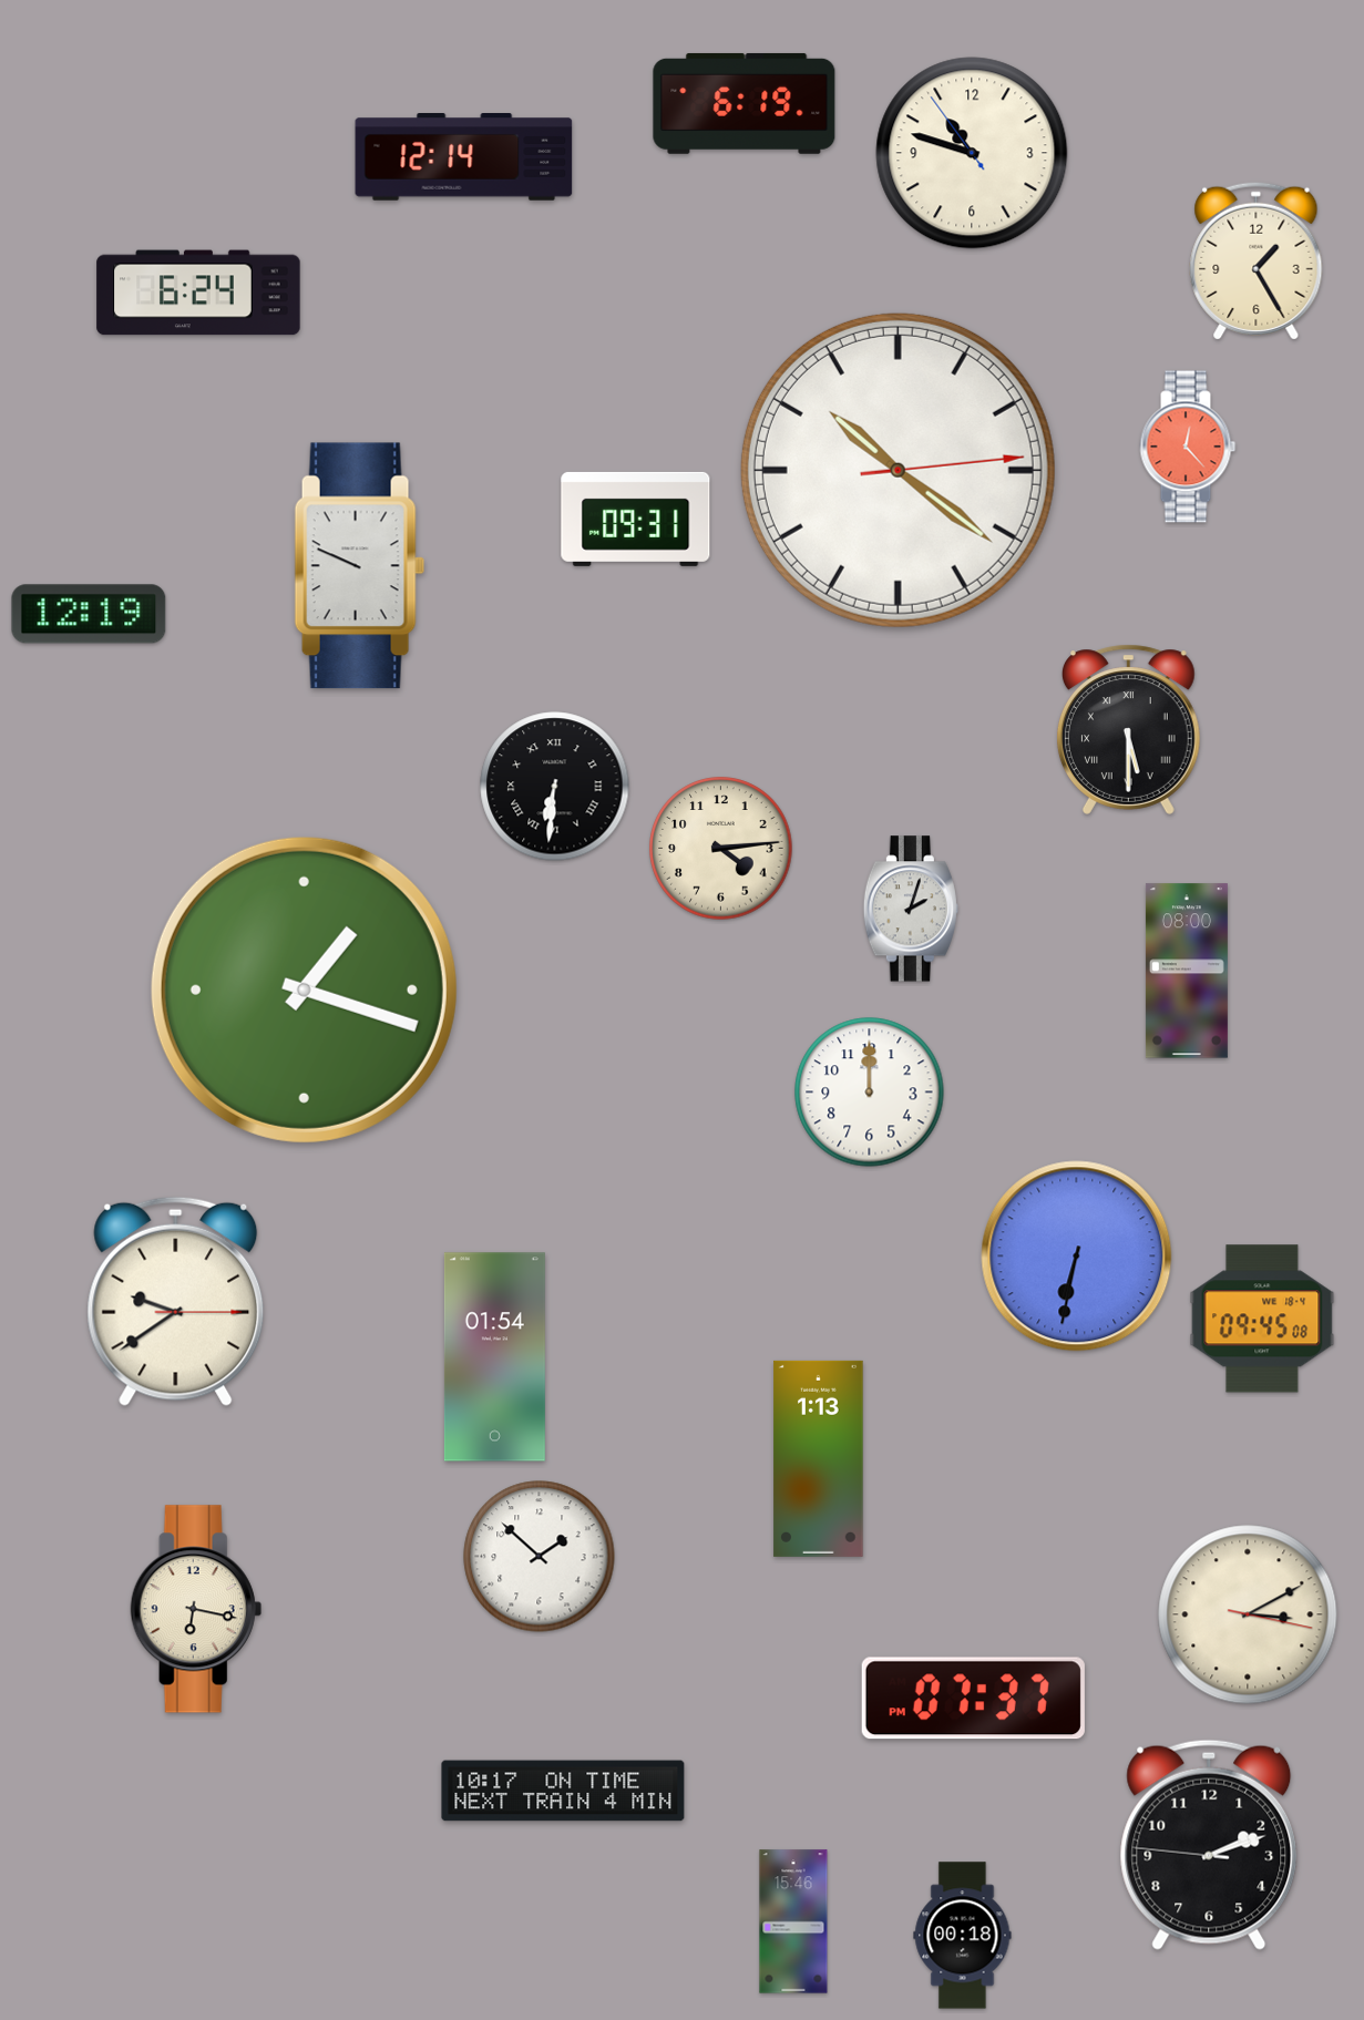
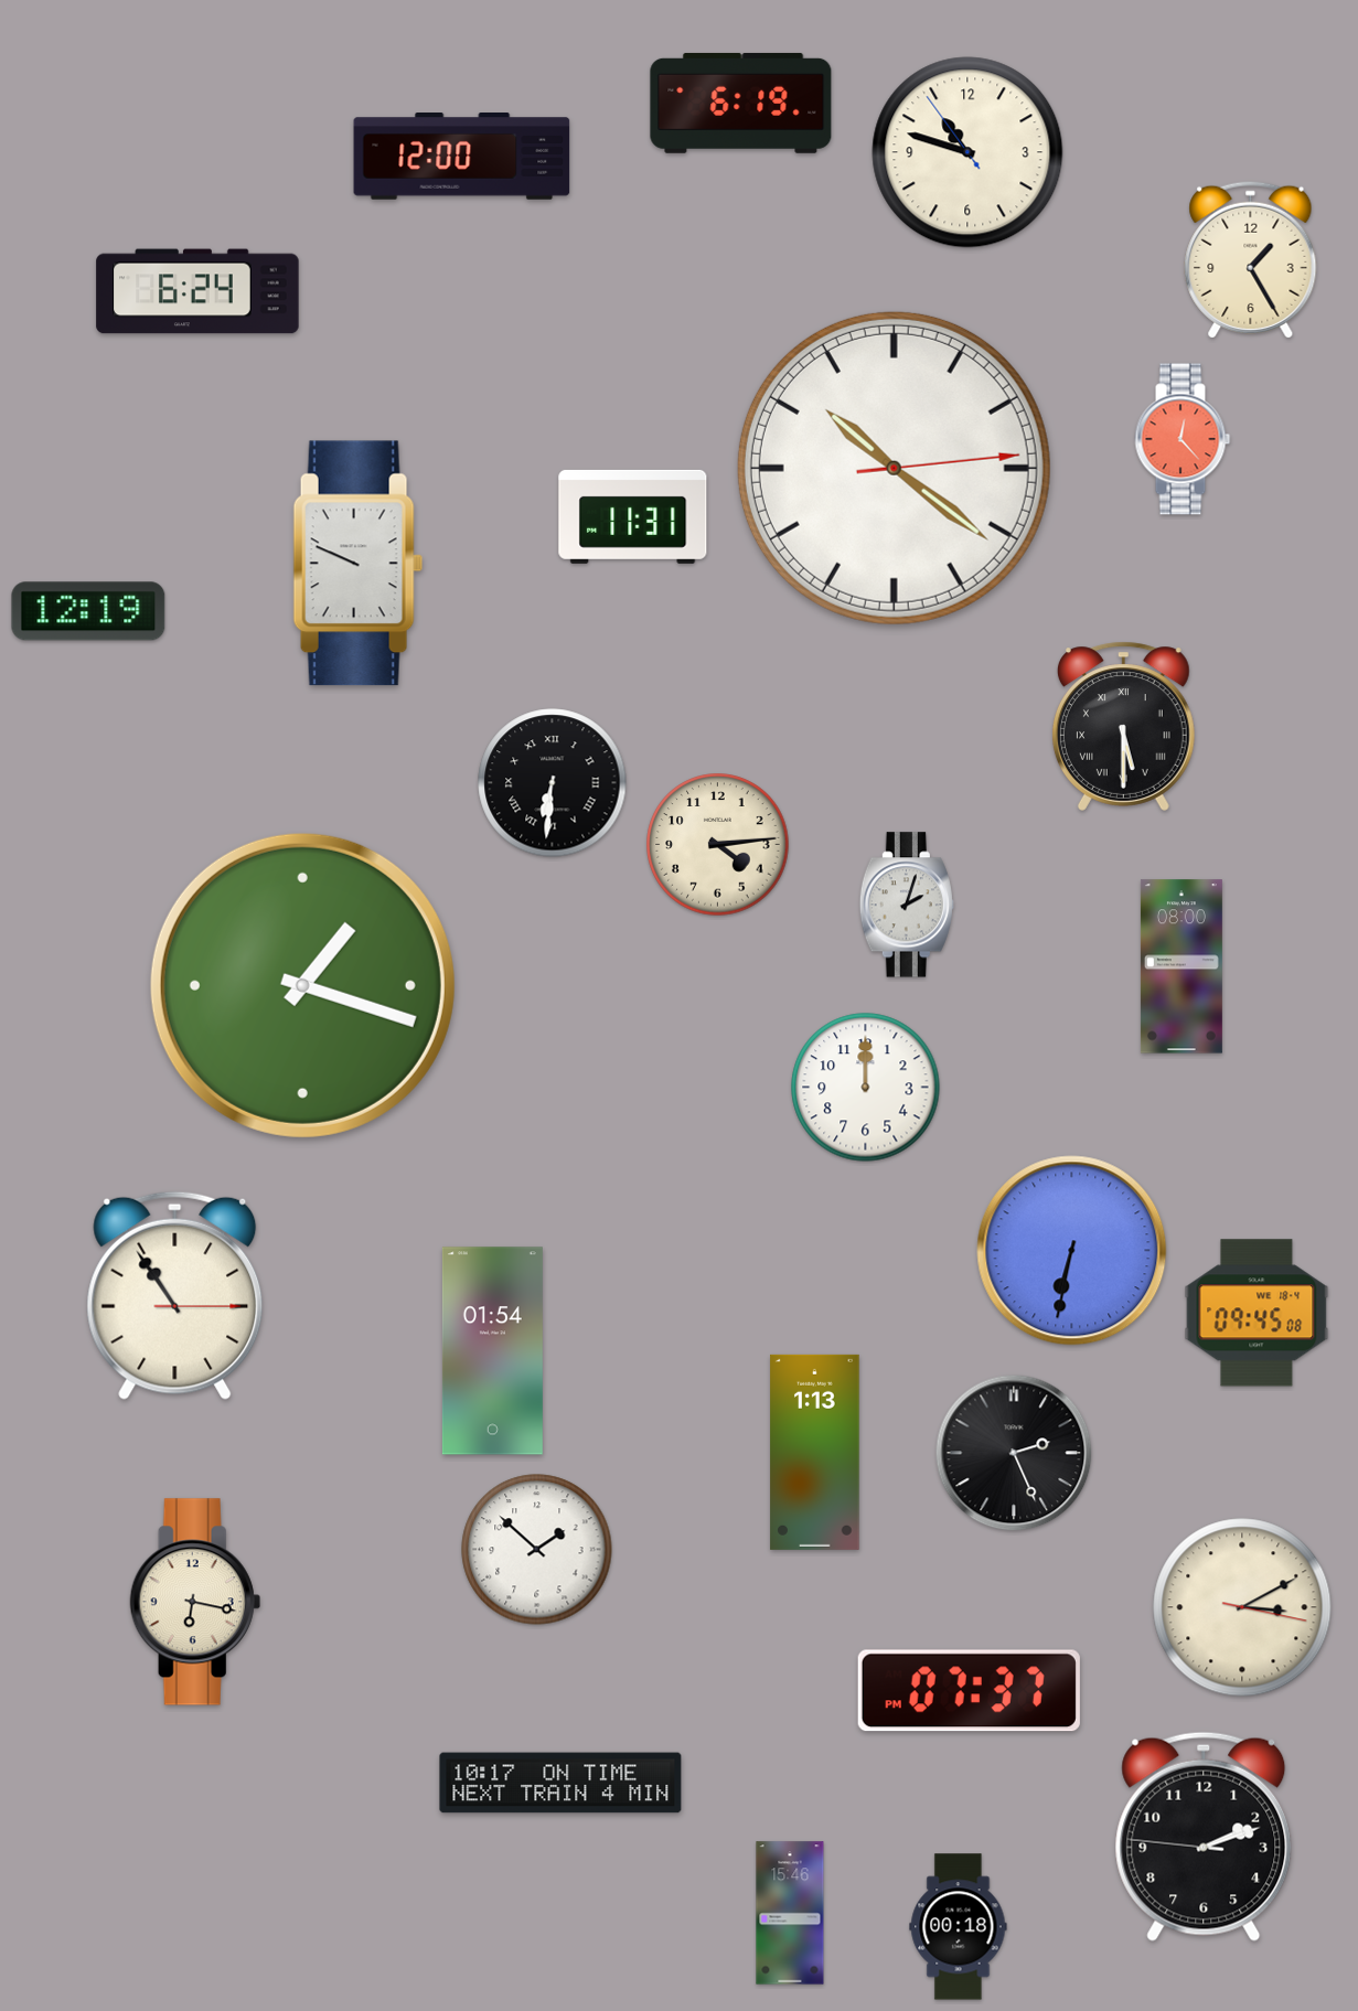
clock at (464, 157): 12:14 -> 12:00
clock at (1188, 447) position: (1188, 447) -> (1183, 439)
clock at (636, 519): 09:31 -> 11:31
clock at (176, 1301): 9:39 -> 10:54
clock at (1014, 1453): none -> 2:26
